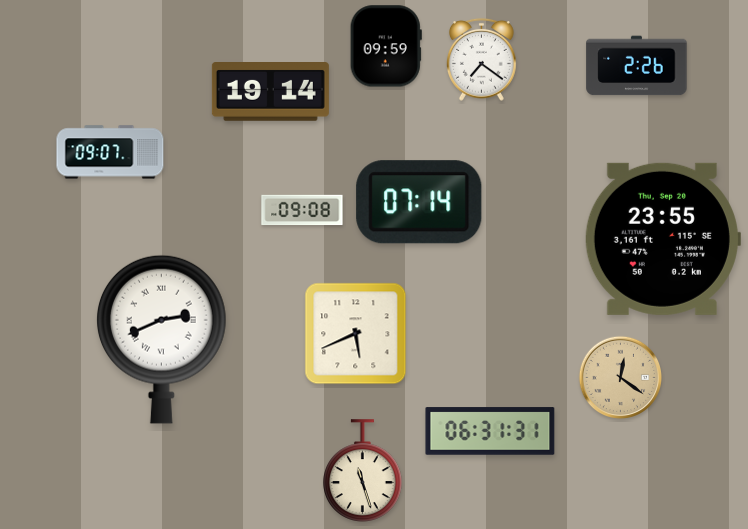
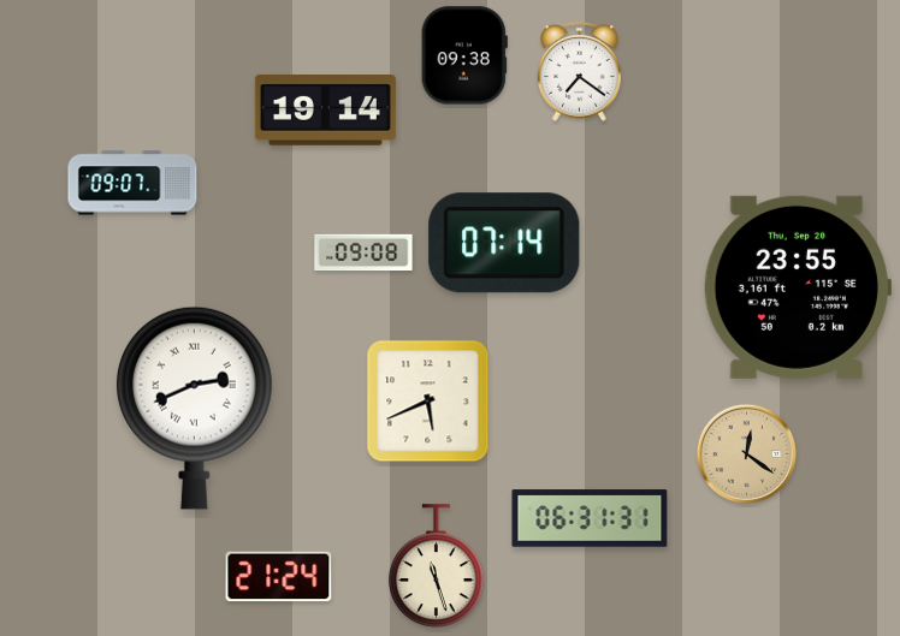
clock at (386, 46): 09:59 -> 09:38
clock at (637, 66): 2:26 -> none
clock at (279, 577): none -> 21:24
